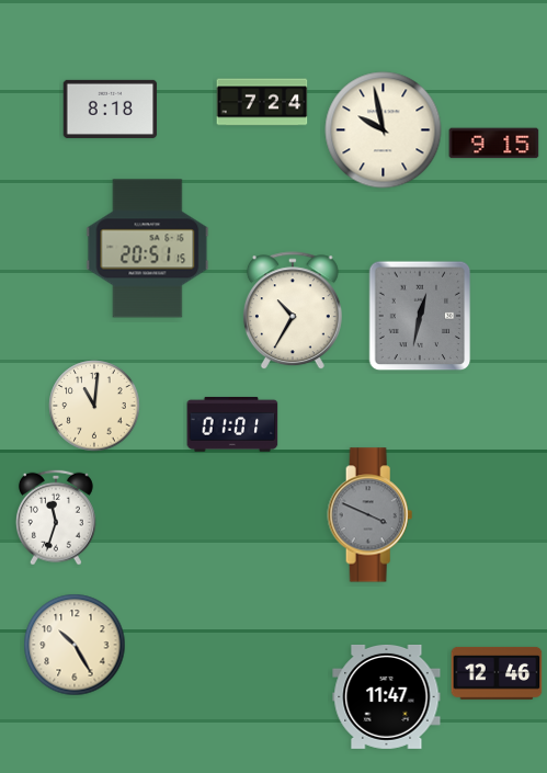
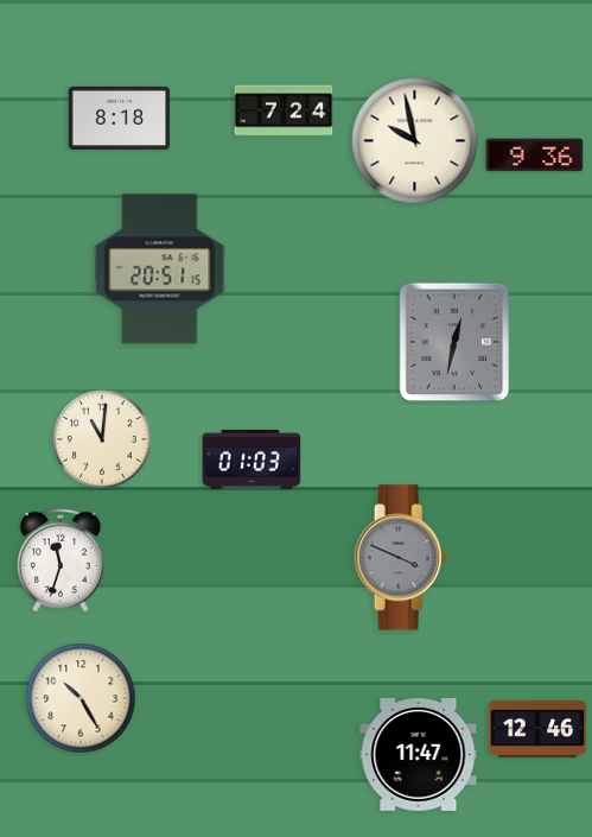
clock at (494, 144): 9:15 -> 9:36
clock at (293, 311): 10:35 -> none
clock at (232, 424): 01:01 -> 01:03
